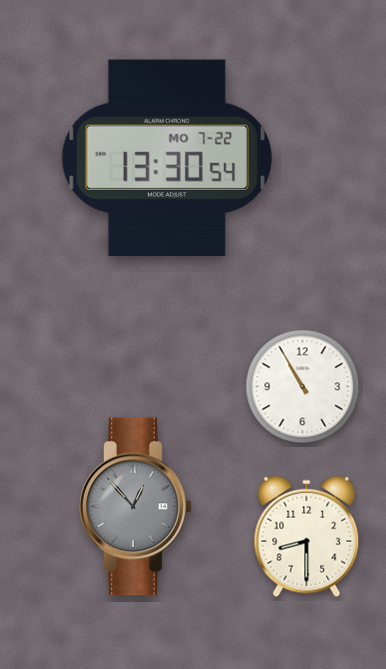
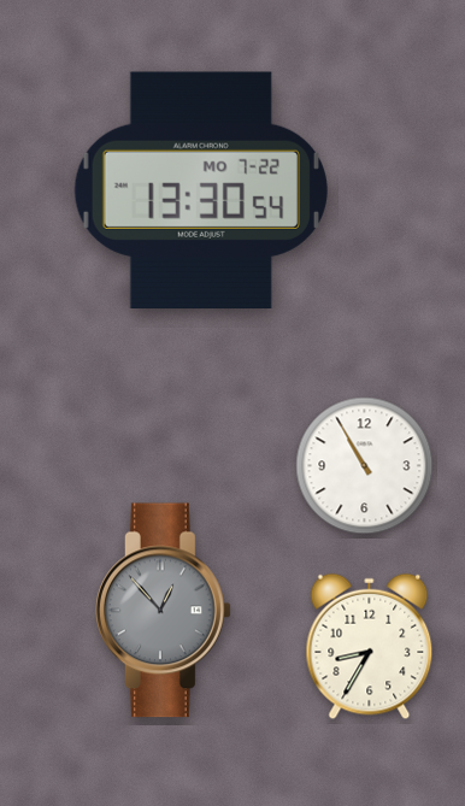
clock at (307, 537): 8:30 -> 8:35
